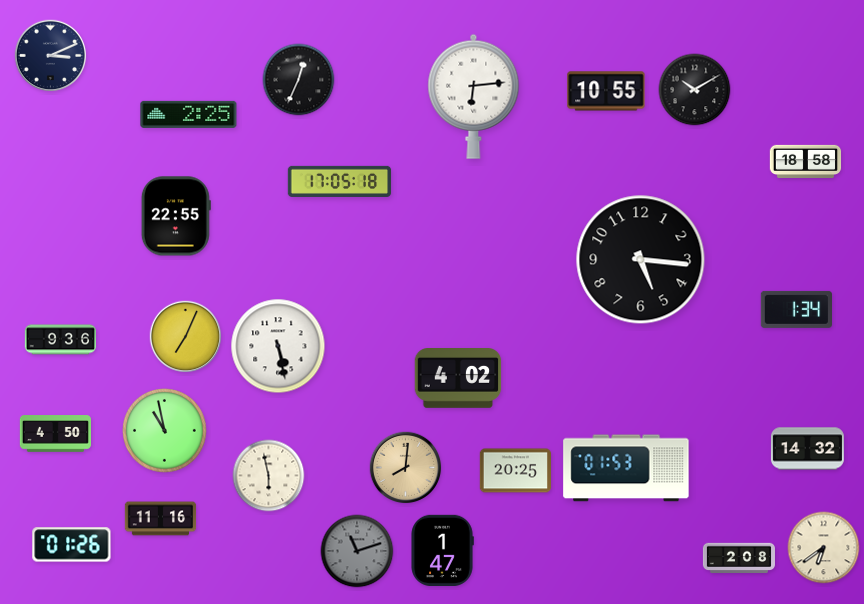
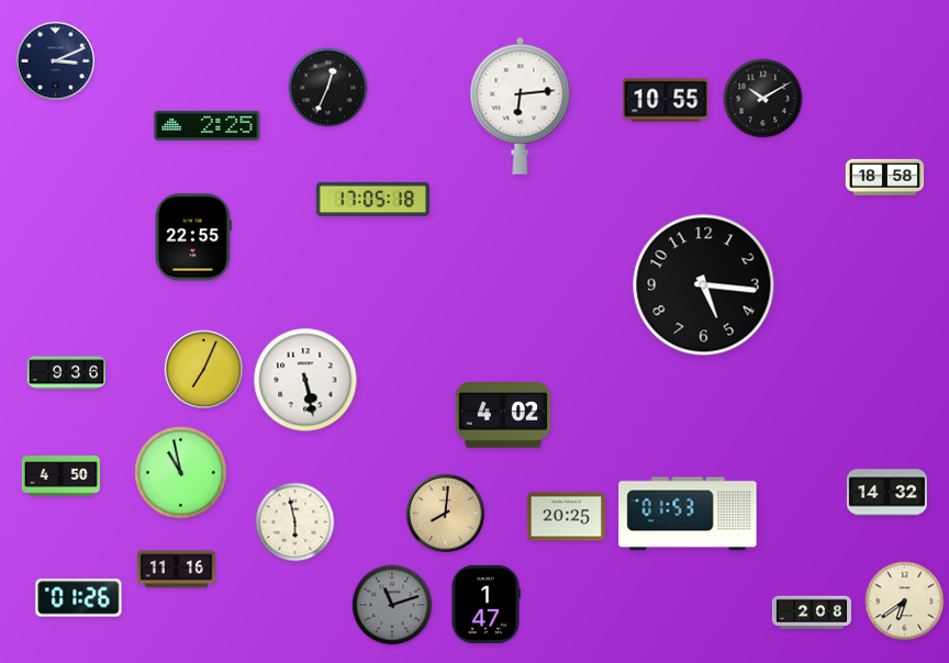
clock at (796, 309): 1:34 -> none
